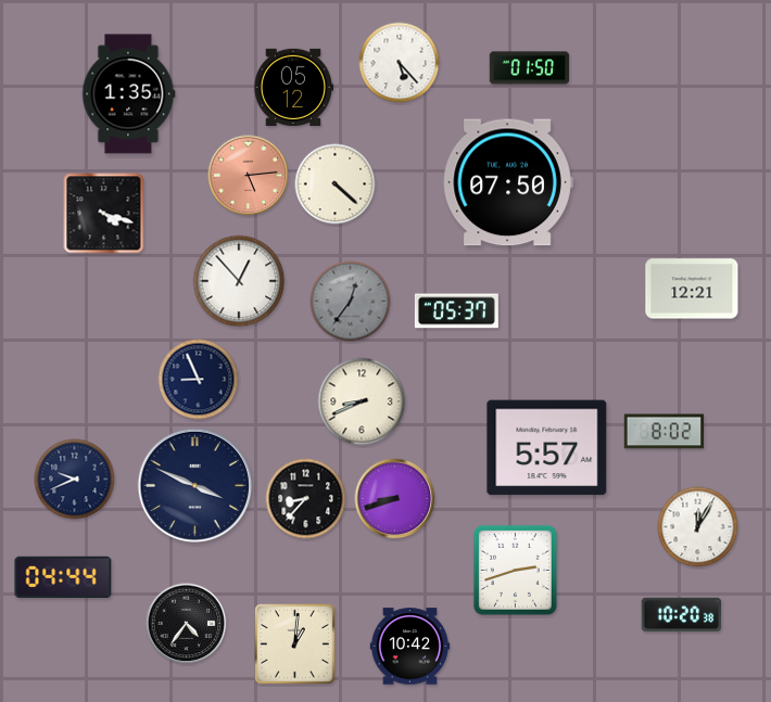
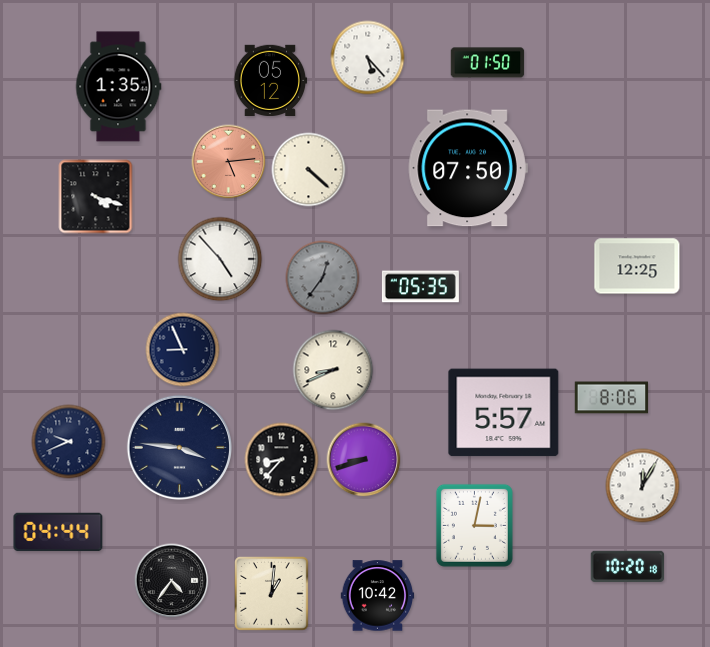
clock at (239, 281): 12:53 -> 4:53
clock at (692, 289): 12:21 -> 12:25
clock at (456, 311): 05:37 -> 05:35
clock at (665, 432): 8:02 -> 8:06
clock at (194, 485): 3:49 -> 3:46
clock at (515, 570): 2:42 -> 3:02
clock at (682, 614): 10:20:38 -> 10:20:18
clock at (187, 624) position: (187, 624) -> (172, 581)
